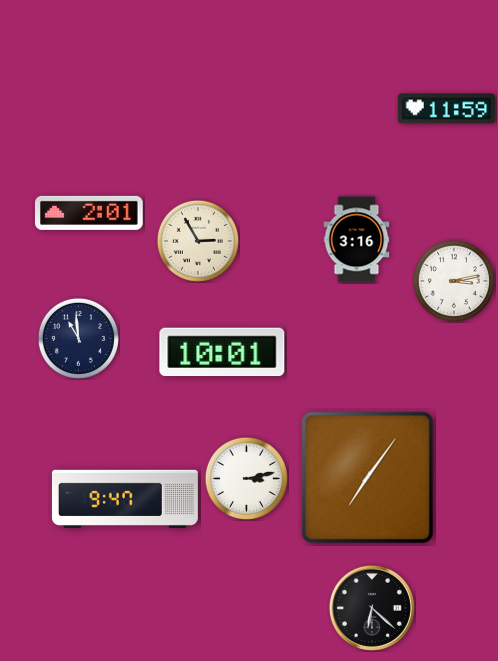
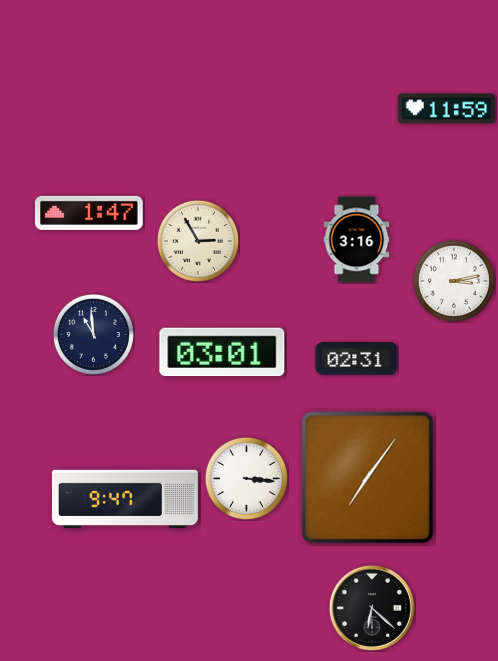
clock at (90, 213): 2:01 -> 1:47
clock at (78, 338) position: (78, 338) -> (93, 334)
clock at (222, 352): 10:01 -> 03:01
clock at (357, 359): none -> 02:31
clock at (246, 478): 3:13 -> 3:16
